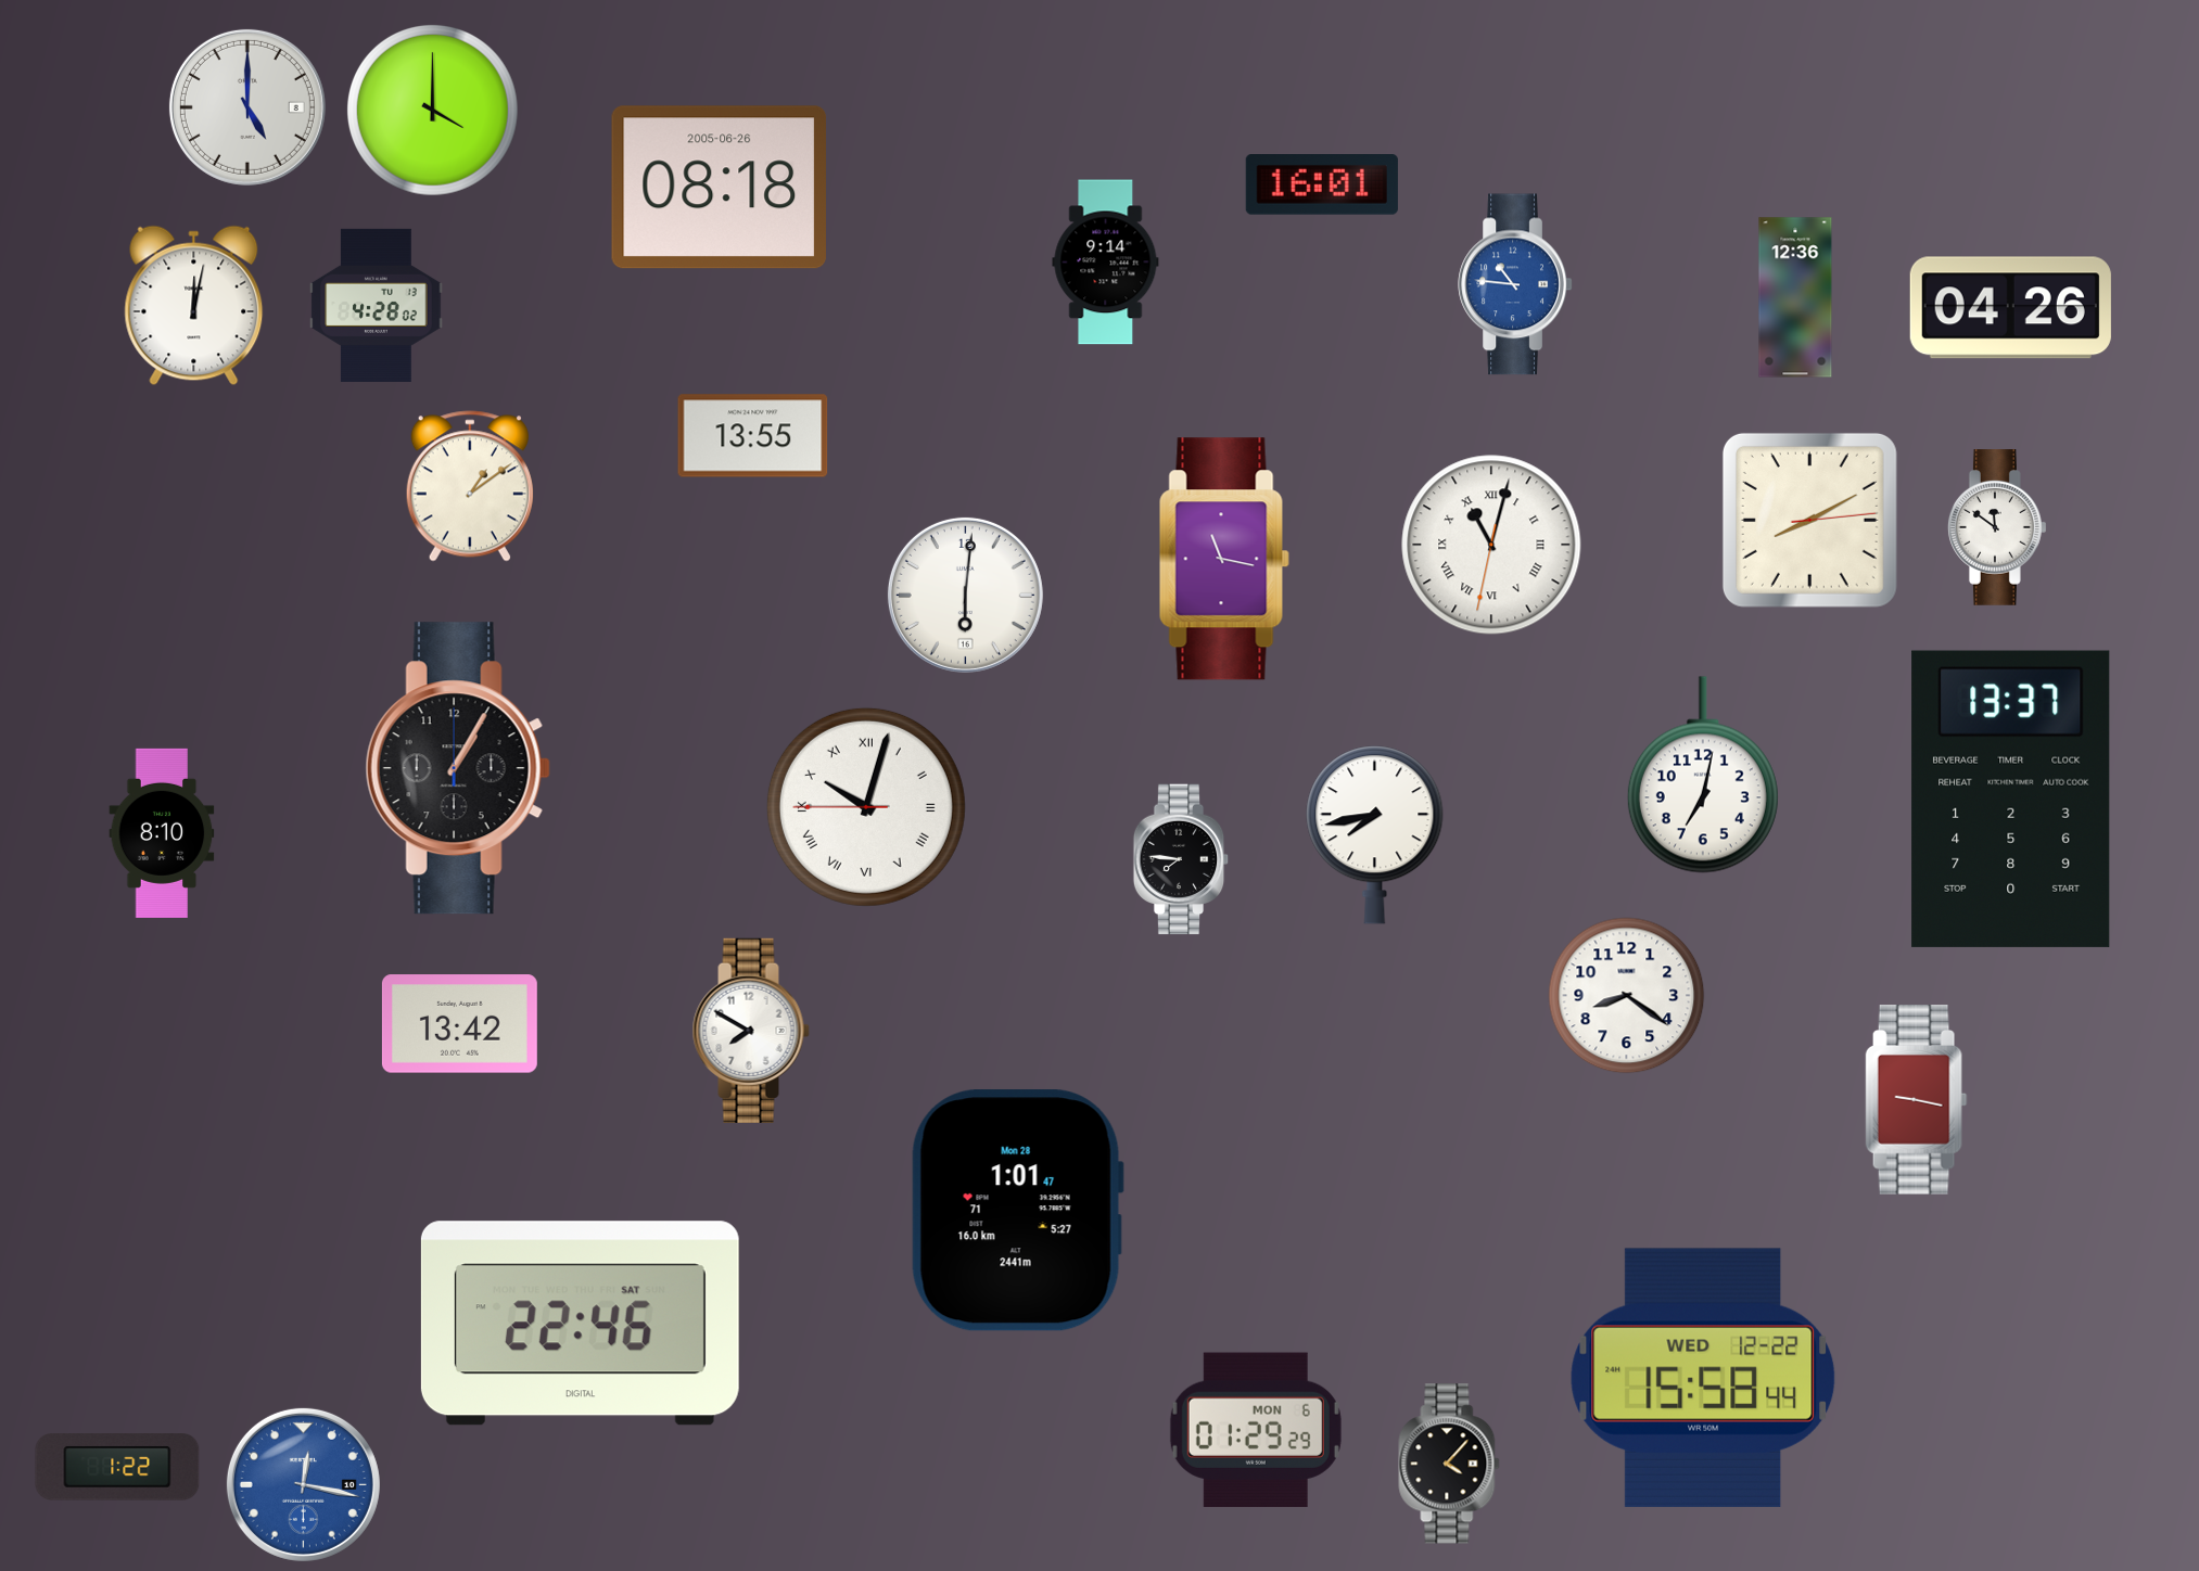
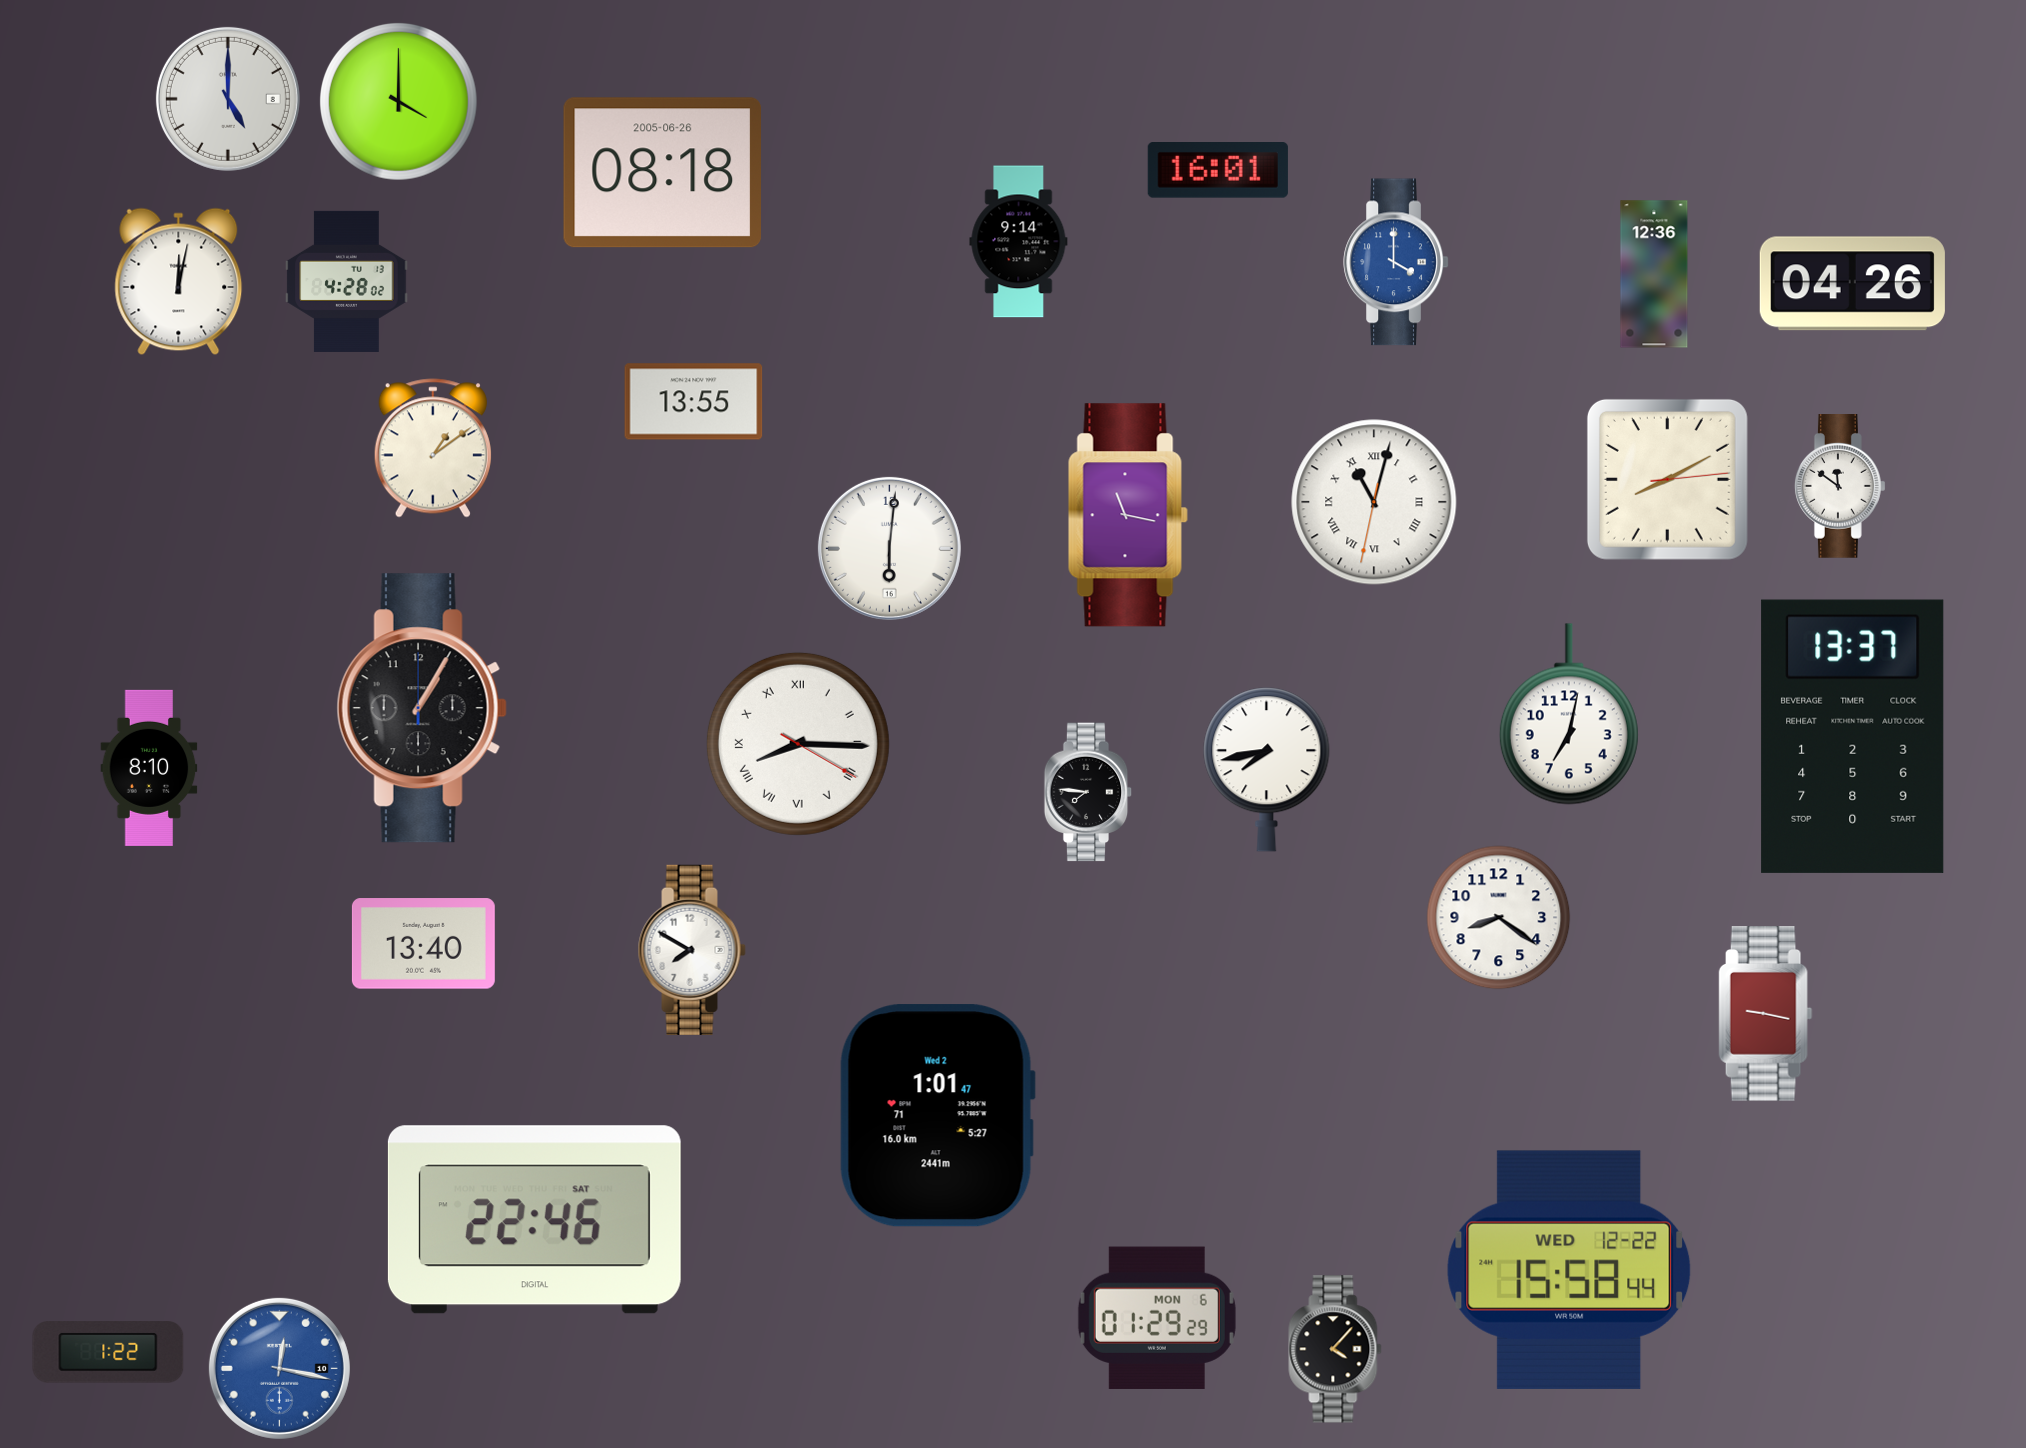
clock at (1515, 284): 10:46 -> 4:00
clock at (866, 807): 10:02 -> 8:15
clock at (459, 1024): 13:42 -> 13:40
clock at (1017, 1211) date: Mon 28 -> Wed 2
